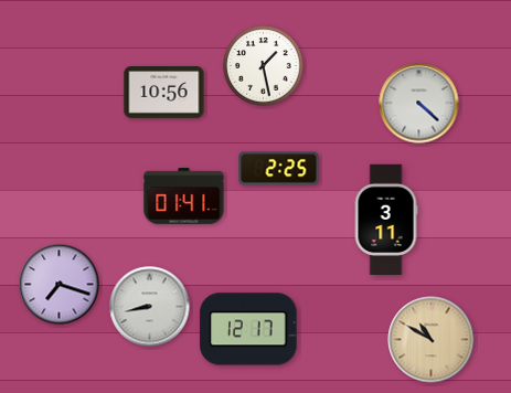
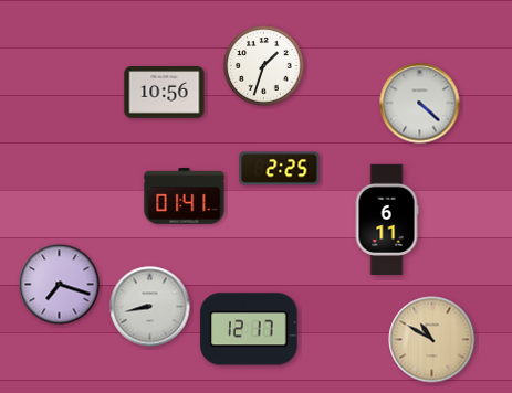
clock at (264, 66): 1:28 -> 1:33
clock at (386, 220): 3:11 -> 6:11
